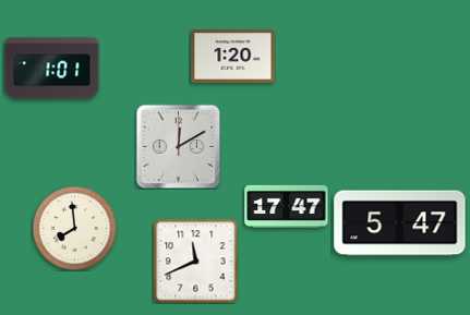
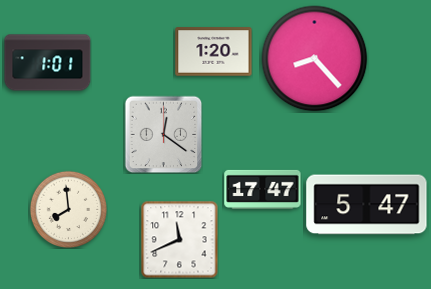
clock at (315, 59): none -> 8:23
clock at (178, 146): 12:10 -> 12:21
